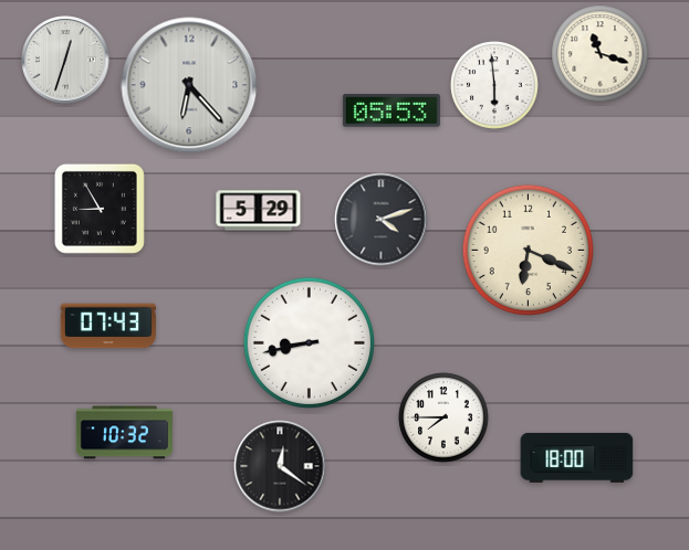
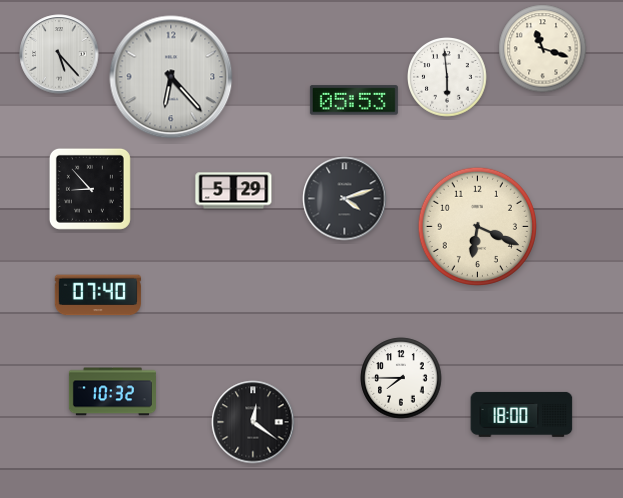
clock at (65, 60): 12:33 -> 5:23
clock at (100, 209): 8:55 -> 8:53
clock at (108, 326): 07:43 -> 07:40
clock at (309, 342): 8:43 -> none
